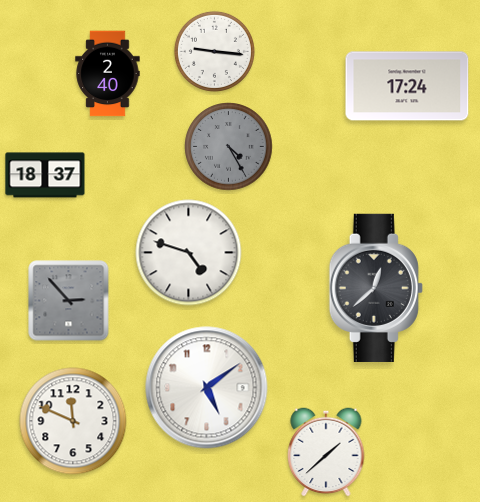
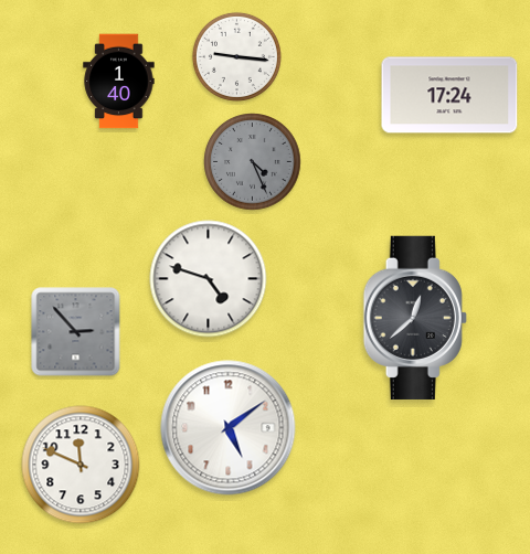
clock at (108, 74): 2:40 -> 1:40
clock at (229, 147): 4:25 -> 4:26
clock at (45, 175): 18:37 -> none
clock at (326, 452): 1:38 -> none
